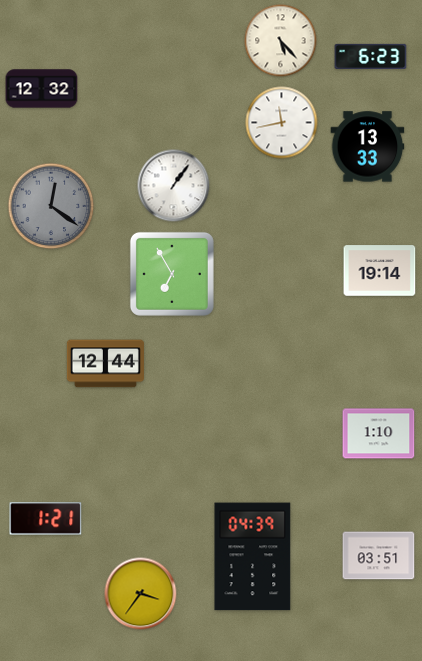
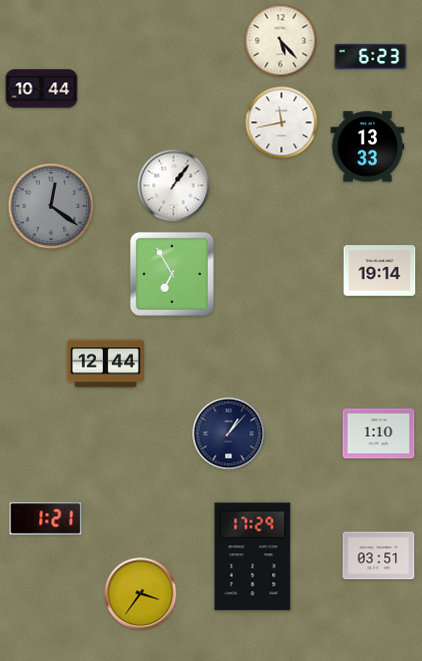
clock at (42, 89): 12:32 -> 10:44
clock at (229, 434): none -> 1:07
clock at (253, 557): 04:39 -> 17:29
